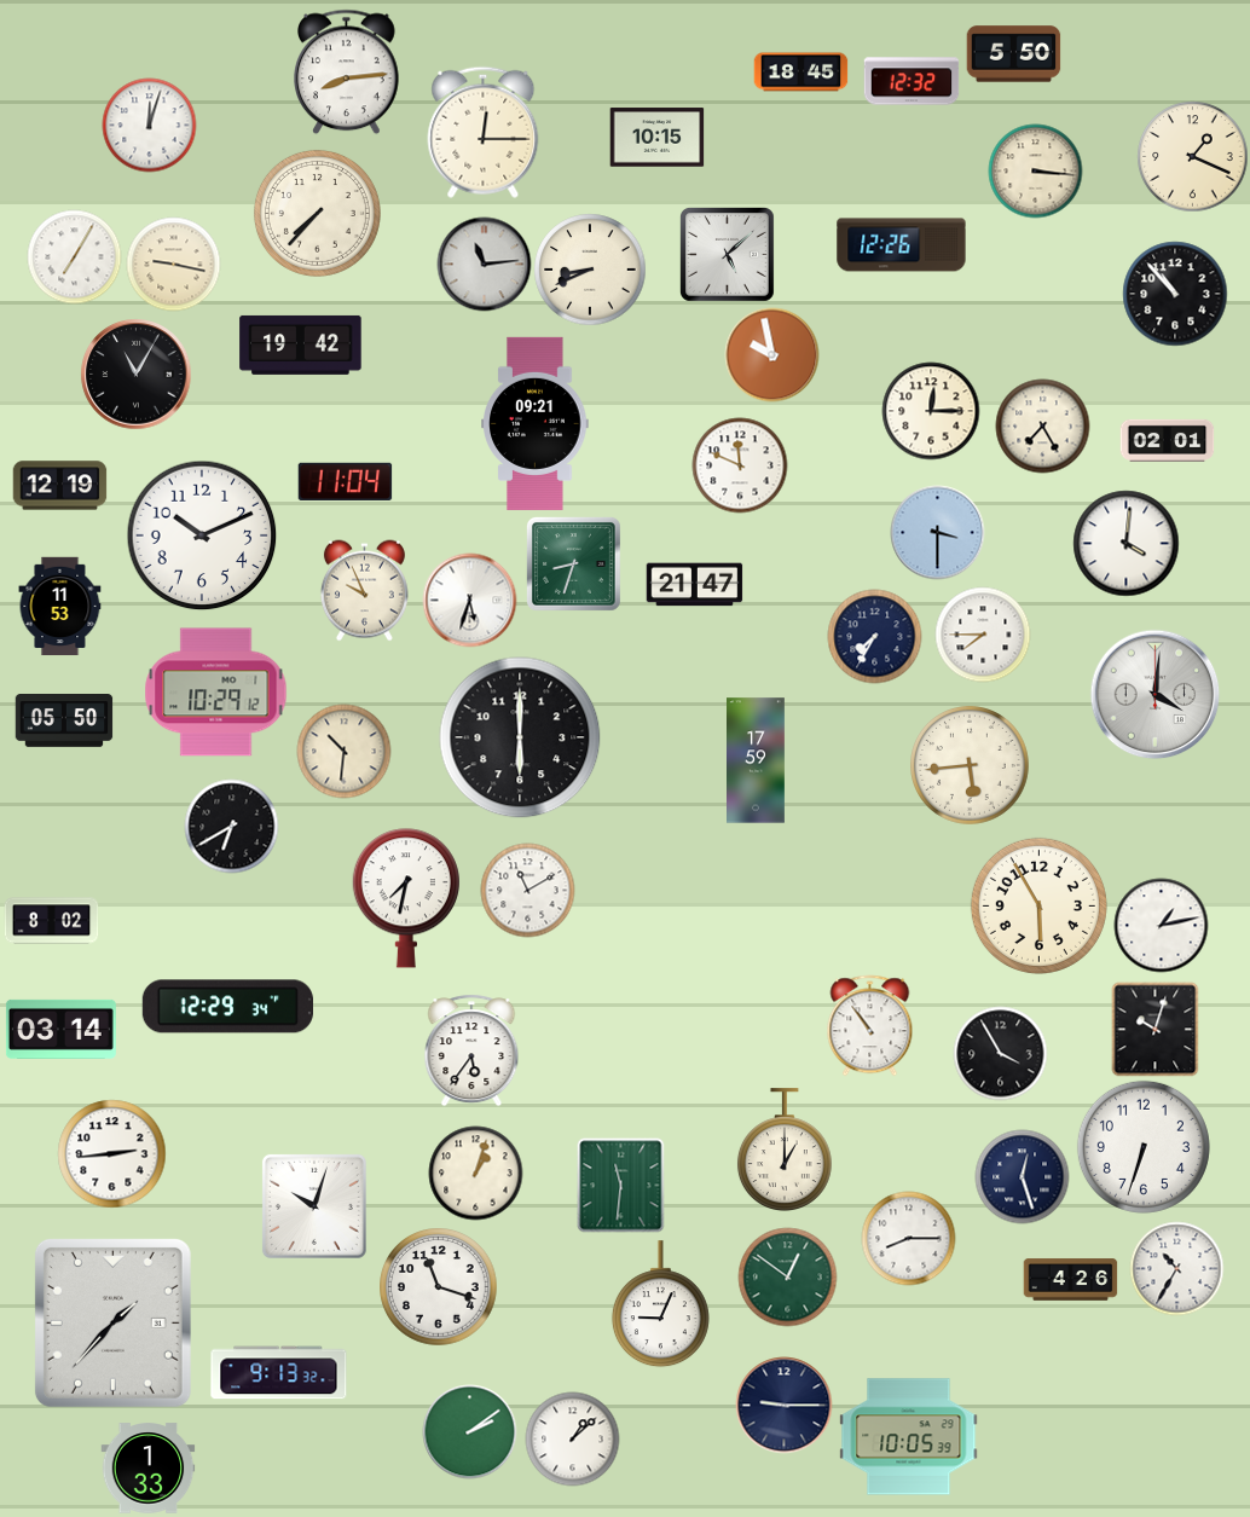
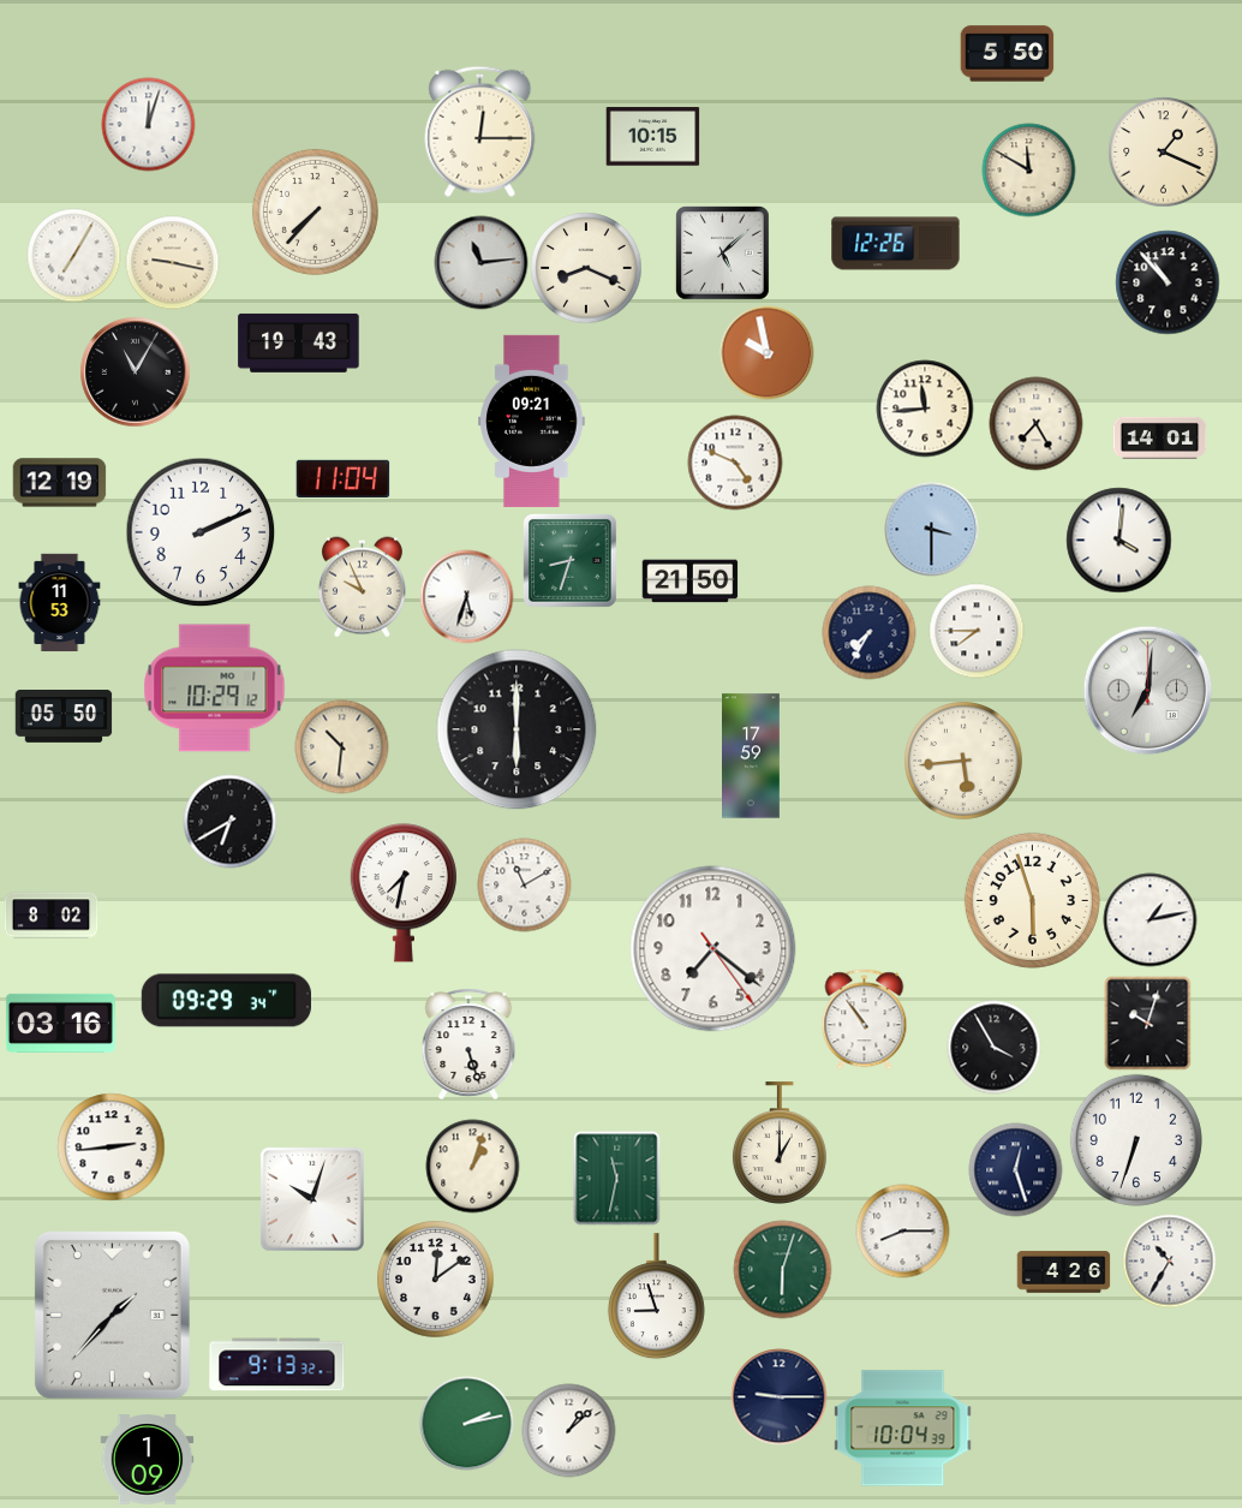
clock at (347, 71): 8:14 -> none
clock at (800, 73): 18:45 -> none
clock at (912, 81): 12:32 -> none
clock at (1192, 156) position: (1192, 156) -> (1163, 151)
clock at (1035, 170): 3:16 -> 11:50
clock at (590, 270): 8:41 -> 8:19
clock at (1175, 294) position: (1175, 294) -> (1168, 282)
clock at (301, 344): 19:42 -> 19:43
clock at (931, 411): 12:15 -> 11:44
clock at (1167, 440): 02:01 -> 14:01
clock at (740, 465): 11:49 -> 4:49
clock at (202, 535): 10:11 -> 2:11
clock at (694, 585): 21:47 -> 21:50
clock at (1154, 694): 4:01 -> 7:01
clock at (520, 737) position: (520, 737) -> (516, 729)
clock at (1038, 905): 5:55 -> 5:57
clock at (1161, 925) position: (1161, 925) -> (1150, 919)
clock at (713, 949): none -> 7:21
clock at (227, 1007): 12:29 -> 09:29
clock at (60, 1029): 03:14 -> 03:16
clock at (471, 1050): 5:36 -> 5:27
clock at (621, 1185): 11:31 -> 11:32
clock at (787, 1276): 12:51 -> 6:03
clock at (439, 1287): 11:18 -> 12:09
clock at (660, 1304): 9:04 -> 8:57
clock at (469, 1431): 2:09 -> 2:13
clock at (909, 1437): 10:05 -> 10:04
clock at (147, 1469): 1:33 -> 1:09
